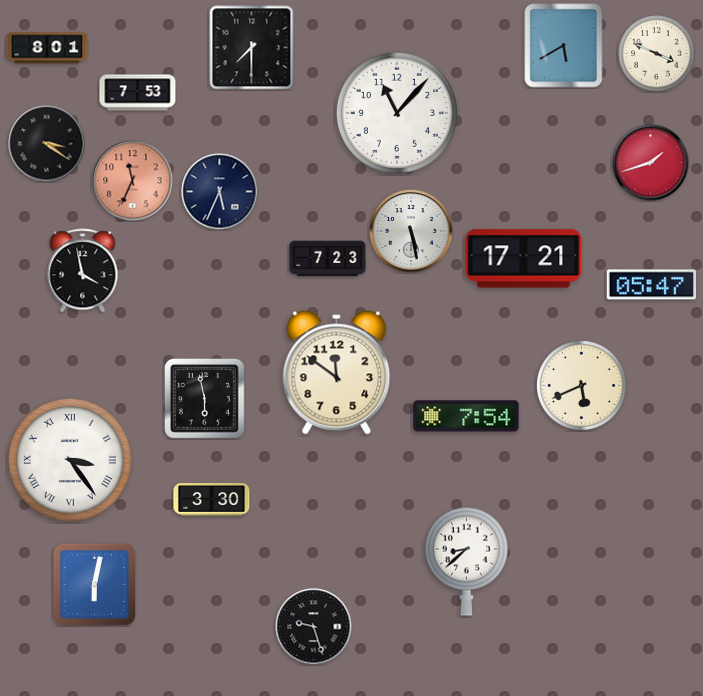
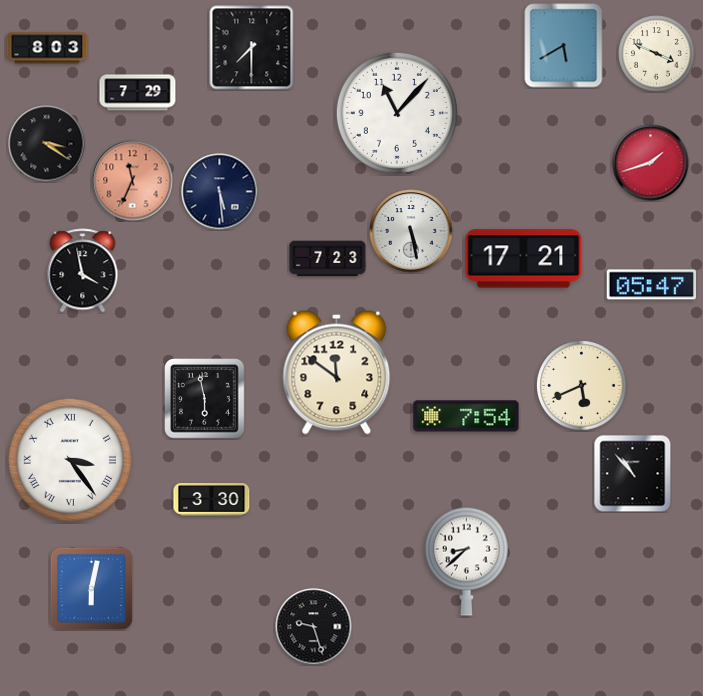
clock at (47, 48): 8:01 -> 8:03
clock at (138, 93): 7:53 -> 7:29
clock at (220, 192): 5:34 -> 5:29
clock at (633, 474): none -> 10:53
clock at (94, 584) position: (94, 584) -> (91, 588)
